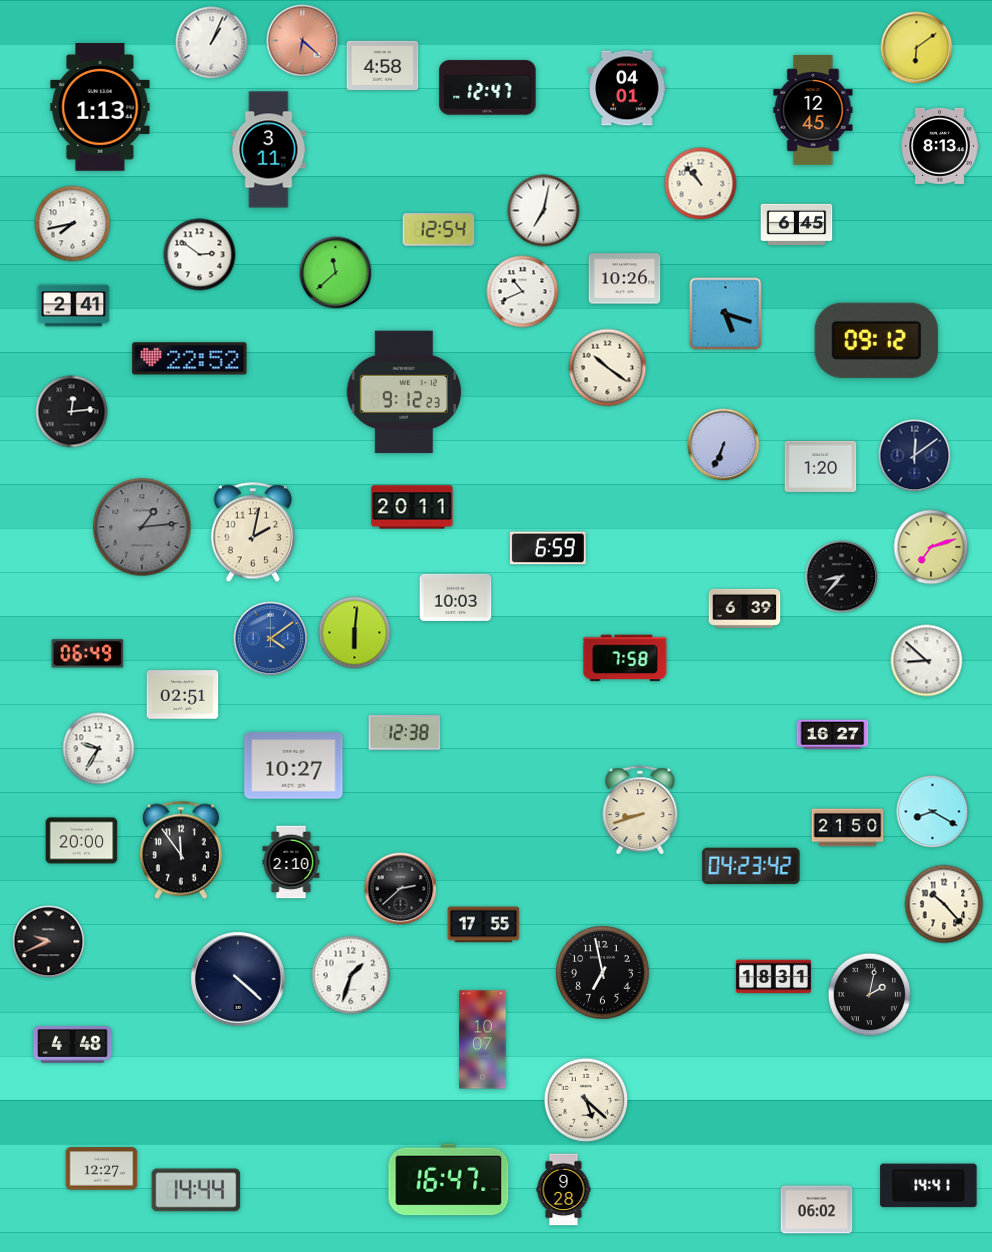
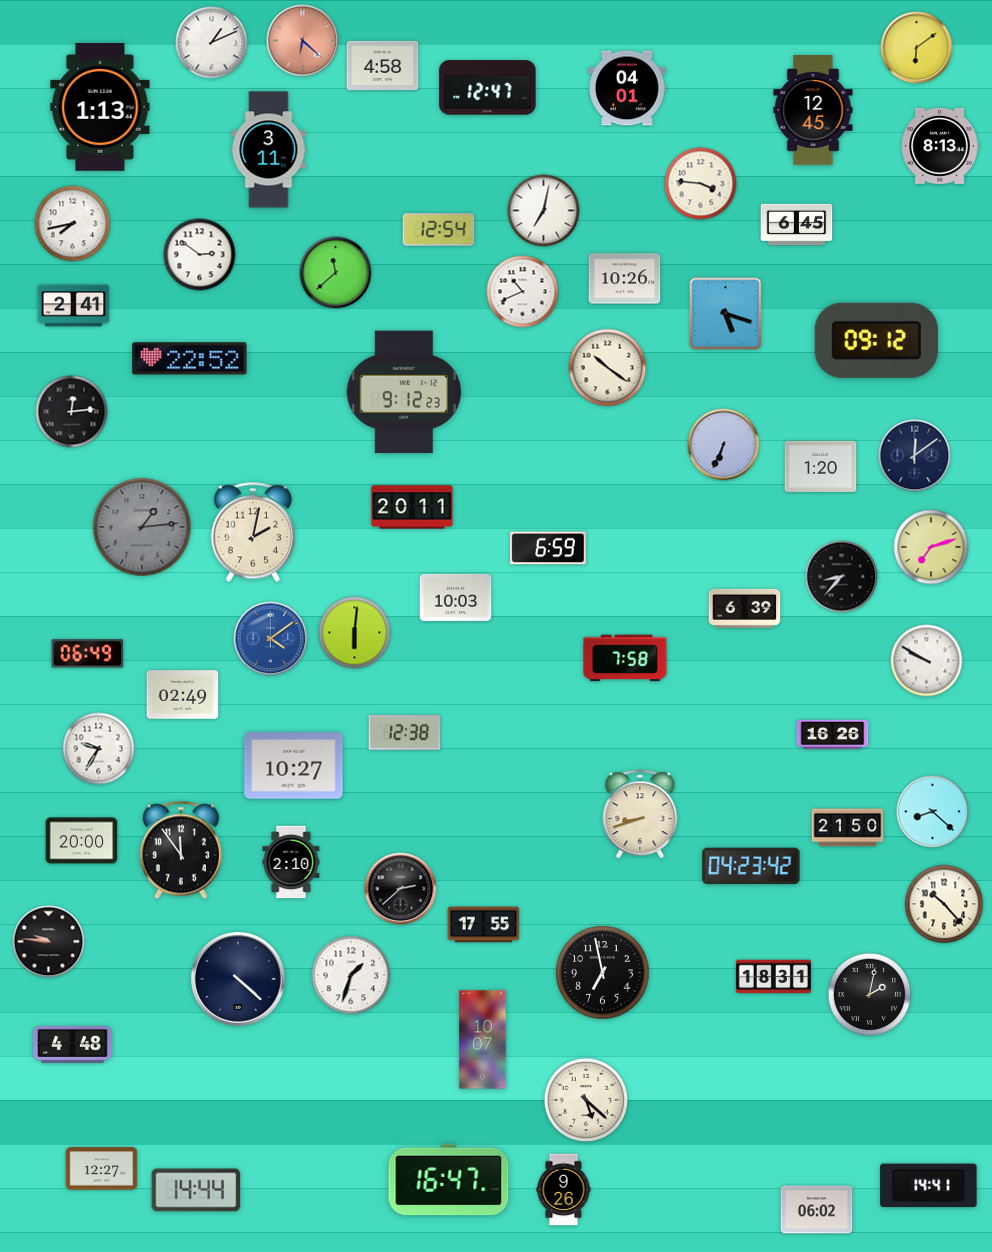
clock at (212, 43): 1:04 -> 1:11
clock at (701, 184): 10:53 -> 3:46
clock at (927, 661): 8:52 -> 9:50
clock at (183, 695): 02:51 -> 02:49
clock at (833, 735): 16:27 -> 16:26
clock at (640, 811) position: (640, 811) -> (640, 815)
clock at (933, 812): 8:20 -> 8:22
clock at (49, 942): 9:41 -> 9:46
clock at (564, 1190): 9:28 -> 9:26
